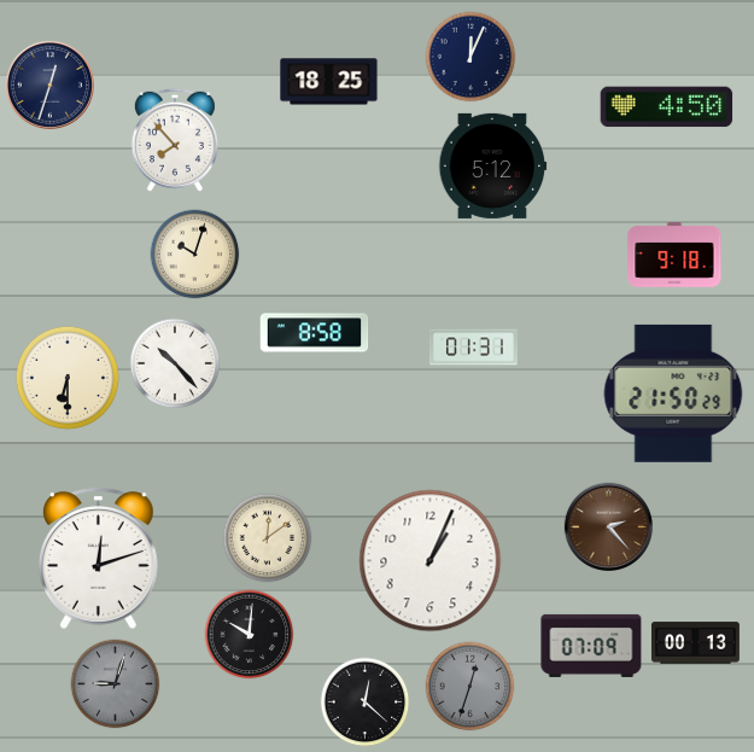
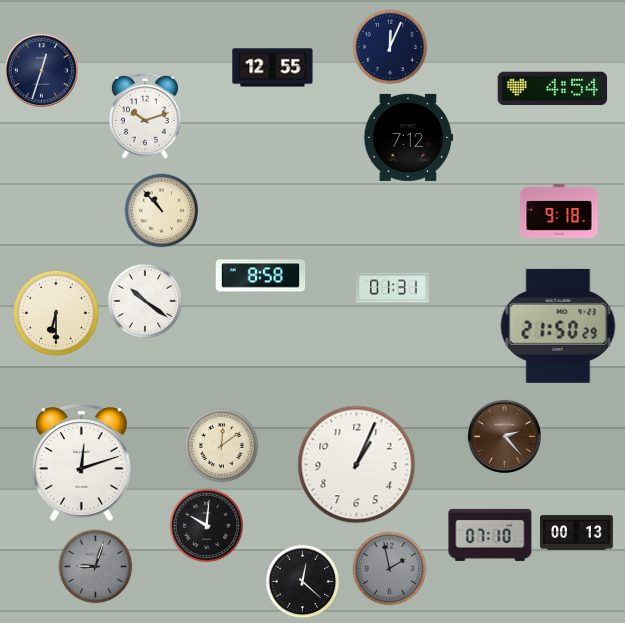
clock at (329, 82): 18:25 -> 12:55
clock at (667, 107): 4:50 -> 4:54
clock at (175, 140): 7:53 -> 10:12
clock at (493, 165): 5:12 -> 7:12
clock at (195, 255): 10:03 -> 10:53
clock at (175, 363): 10:23 -> 10:21
clock at (591, 646): 07:09 -> 07:10
clock at (470, 687): 12:33 -> 1:58
